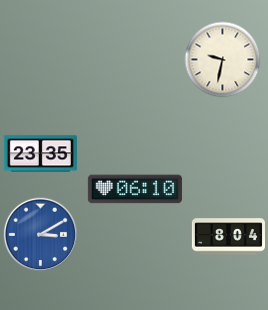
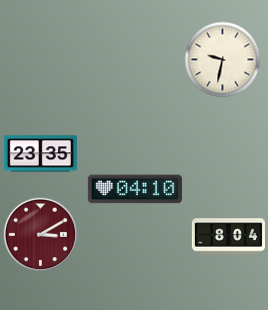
clock at (135, 189): 06:10 -> 04:10
clock at (41, 235) dial: blue -> burgundy
